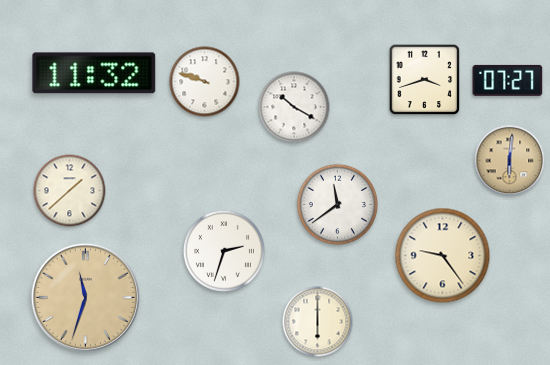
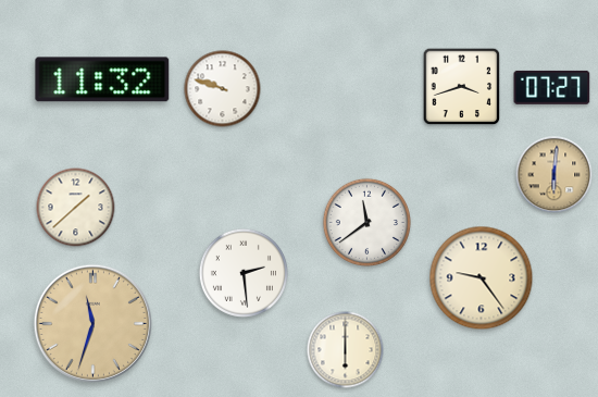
clock at (294, 107): 10:20 -> none
clock at (224, 251): 2:33 -> 2:29
